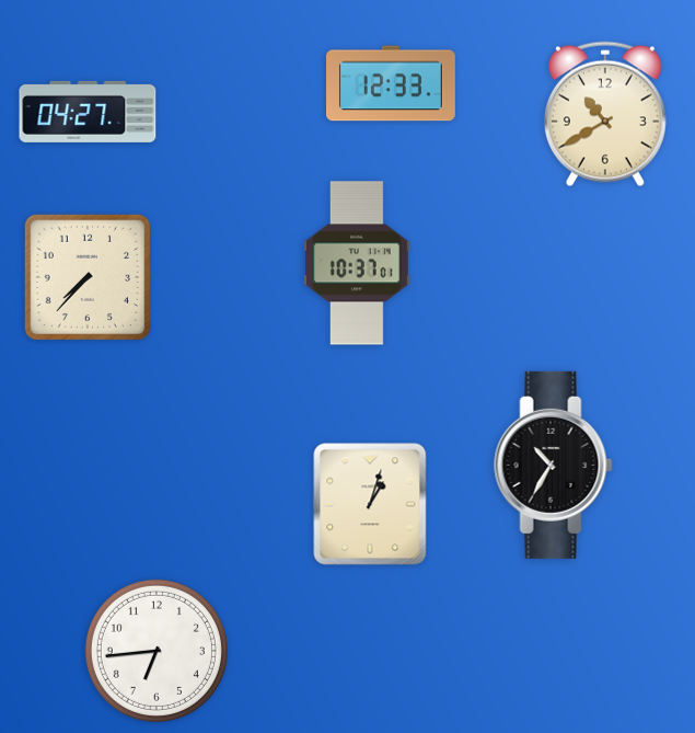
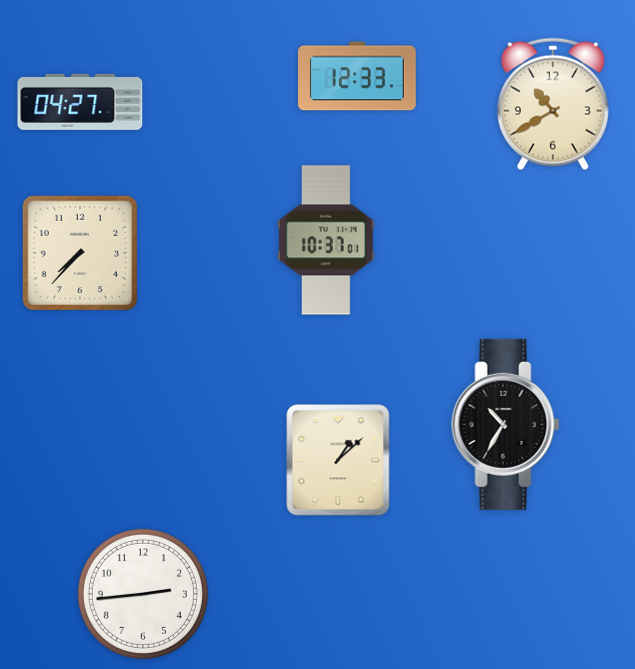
clock at (370, 504): 1:03 -> 1:08
clock at (157, 651): 6:44 -> 2:44
